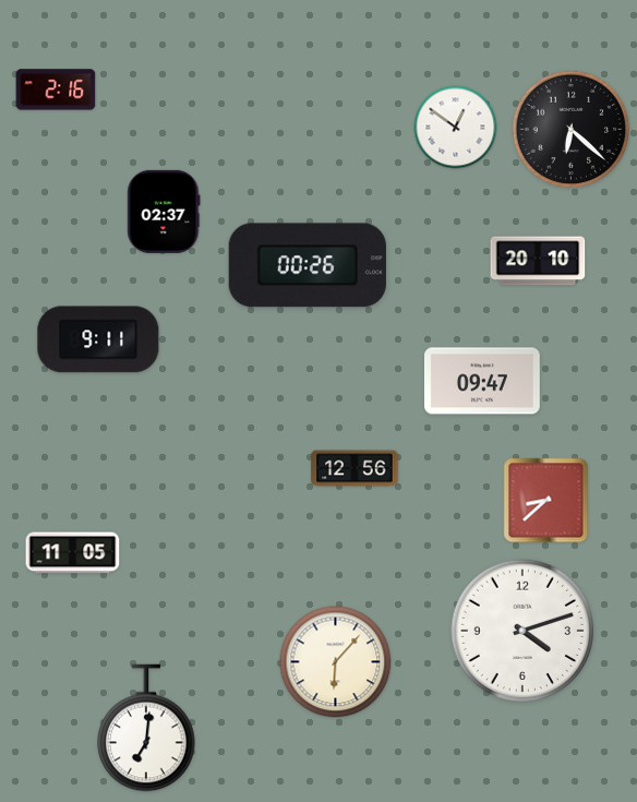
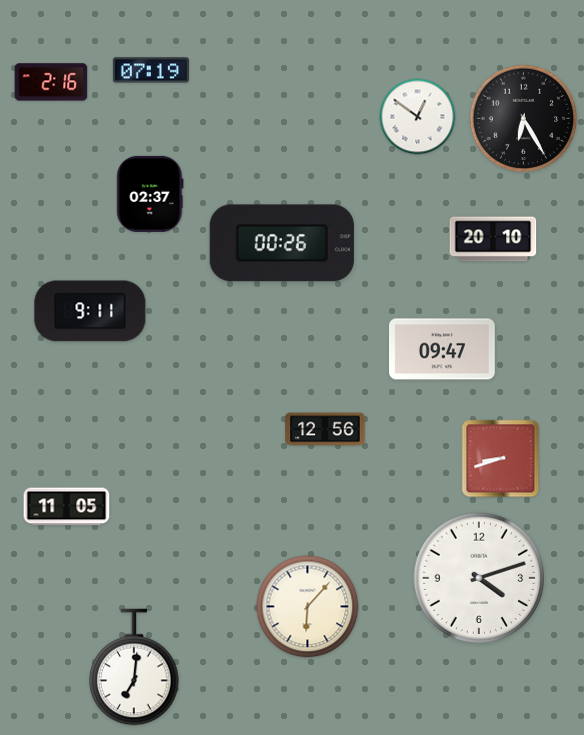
clock at (151, 70): none -> 07:19
clock at (572, 130): 6:22 -> 6:25
clock at (546, 501): 8:38 -> 8:42
